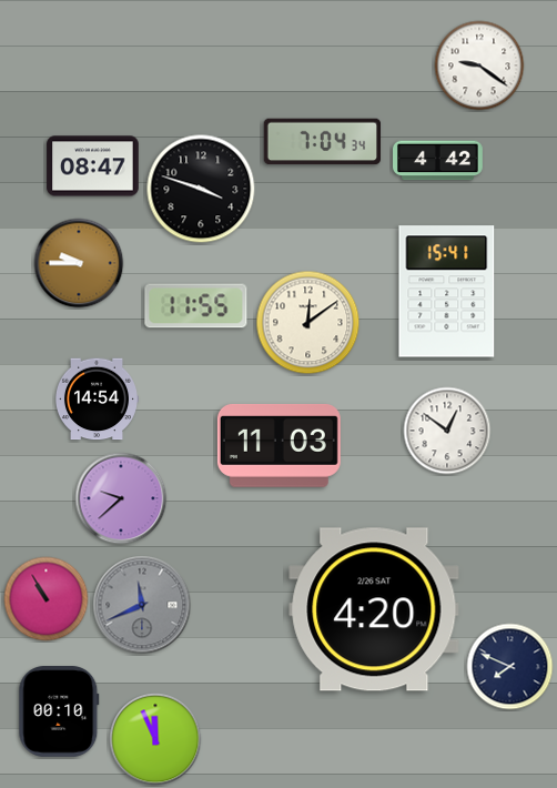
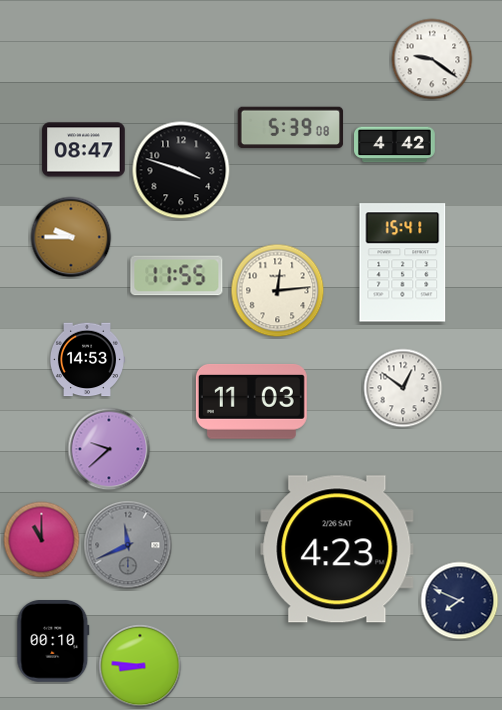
clock at (323, 142): 7:04 -> 5:39
clock at (308, 323): 12:09 -> 12:14
clock at (95, 400): 14:54 -> 14:53
clock at (47, 599): 10:55 -> 11:00
clock at (374, 609): 4:20 -> 4:23
clock at (155, 739): 11:56 -> 8:46
